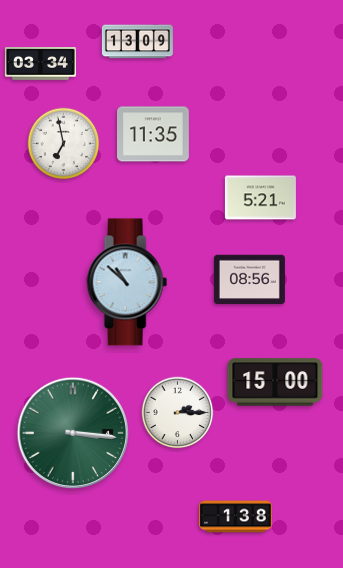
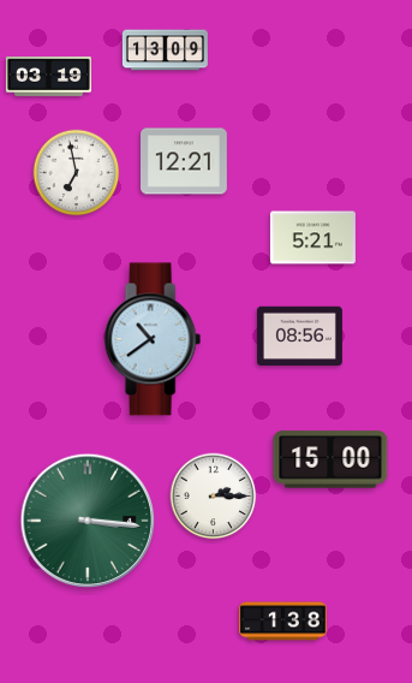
clock at (40, 64): 03:34 -> 03:19
clock at (154, 134): 11:35 -> 12:21
clock at (127, 282): 10:52 -> 10:39
